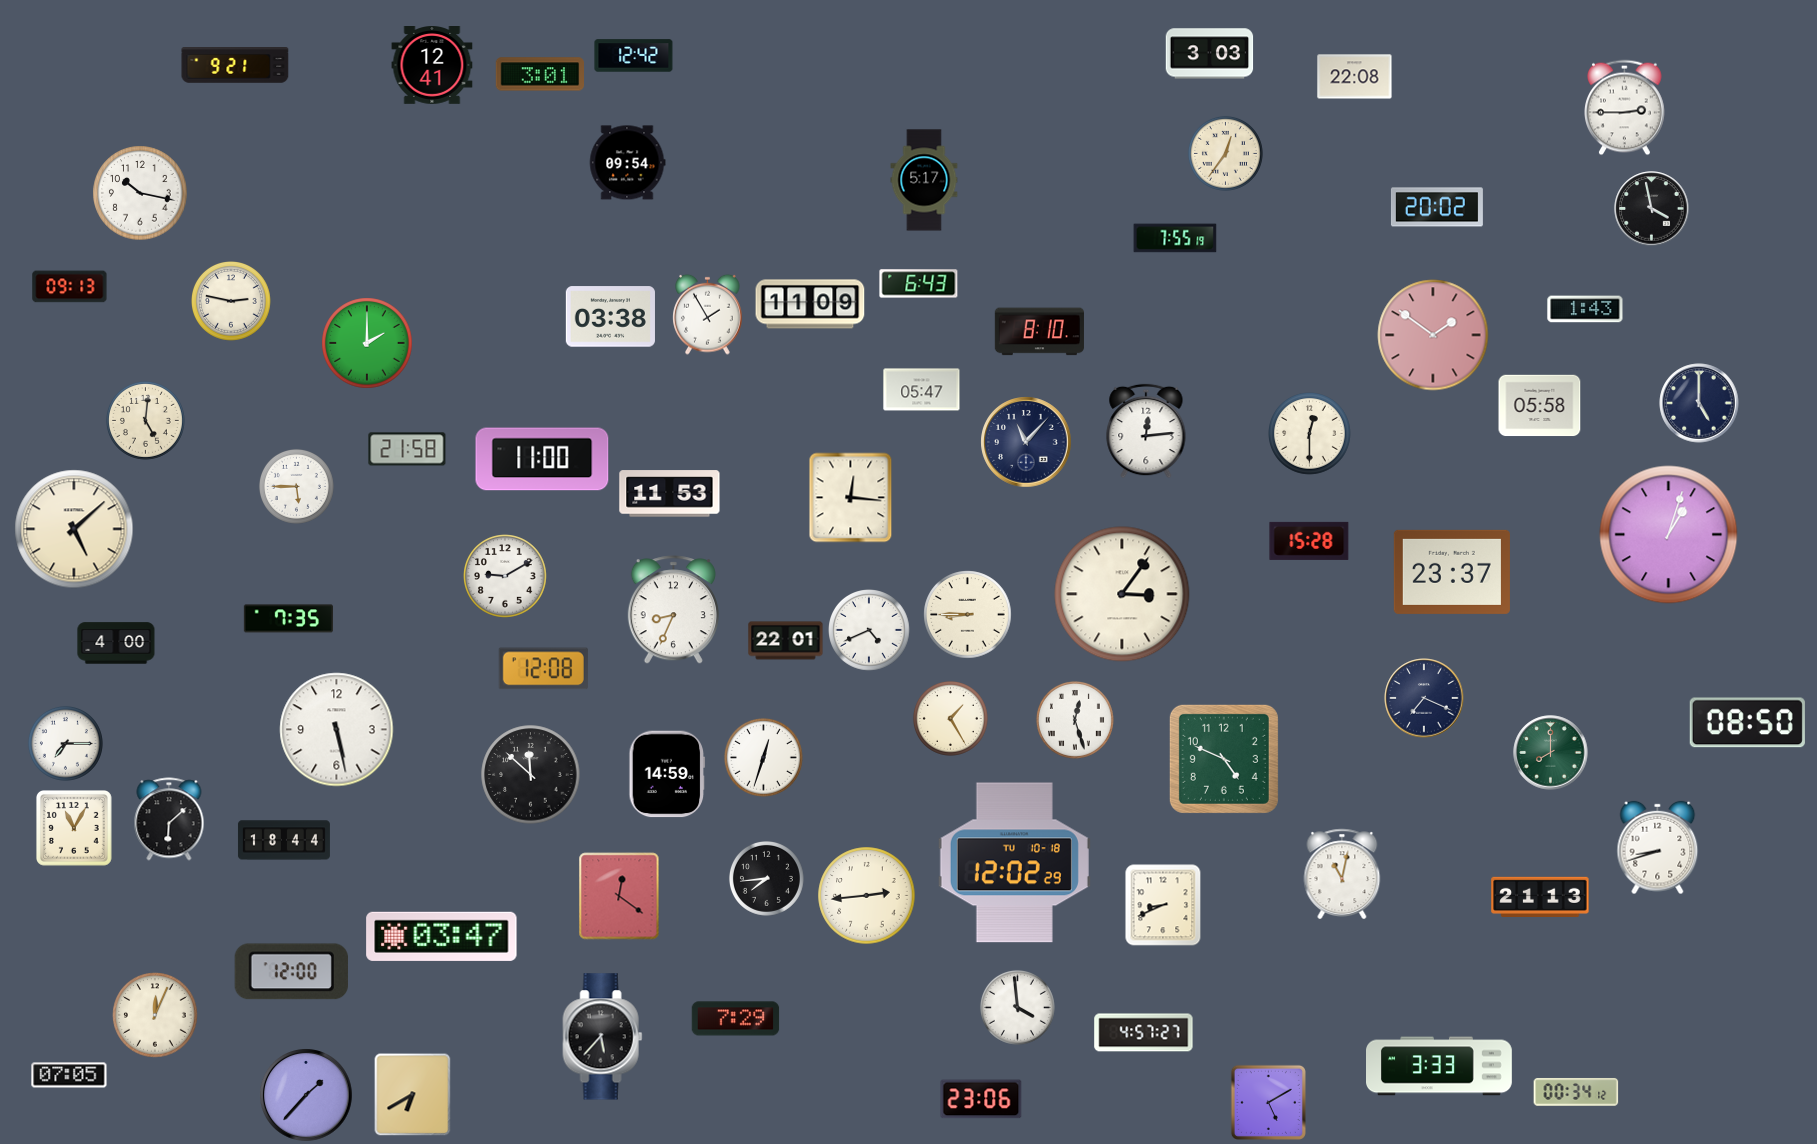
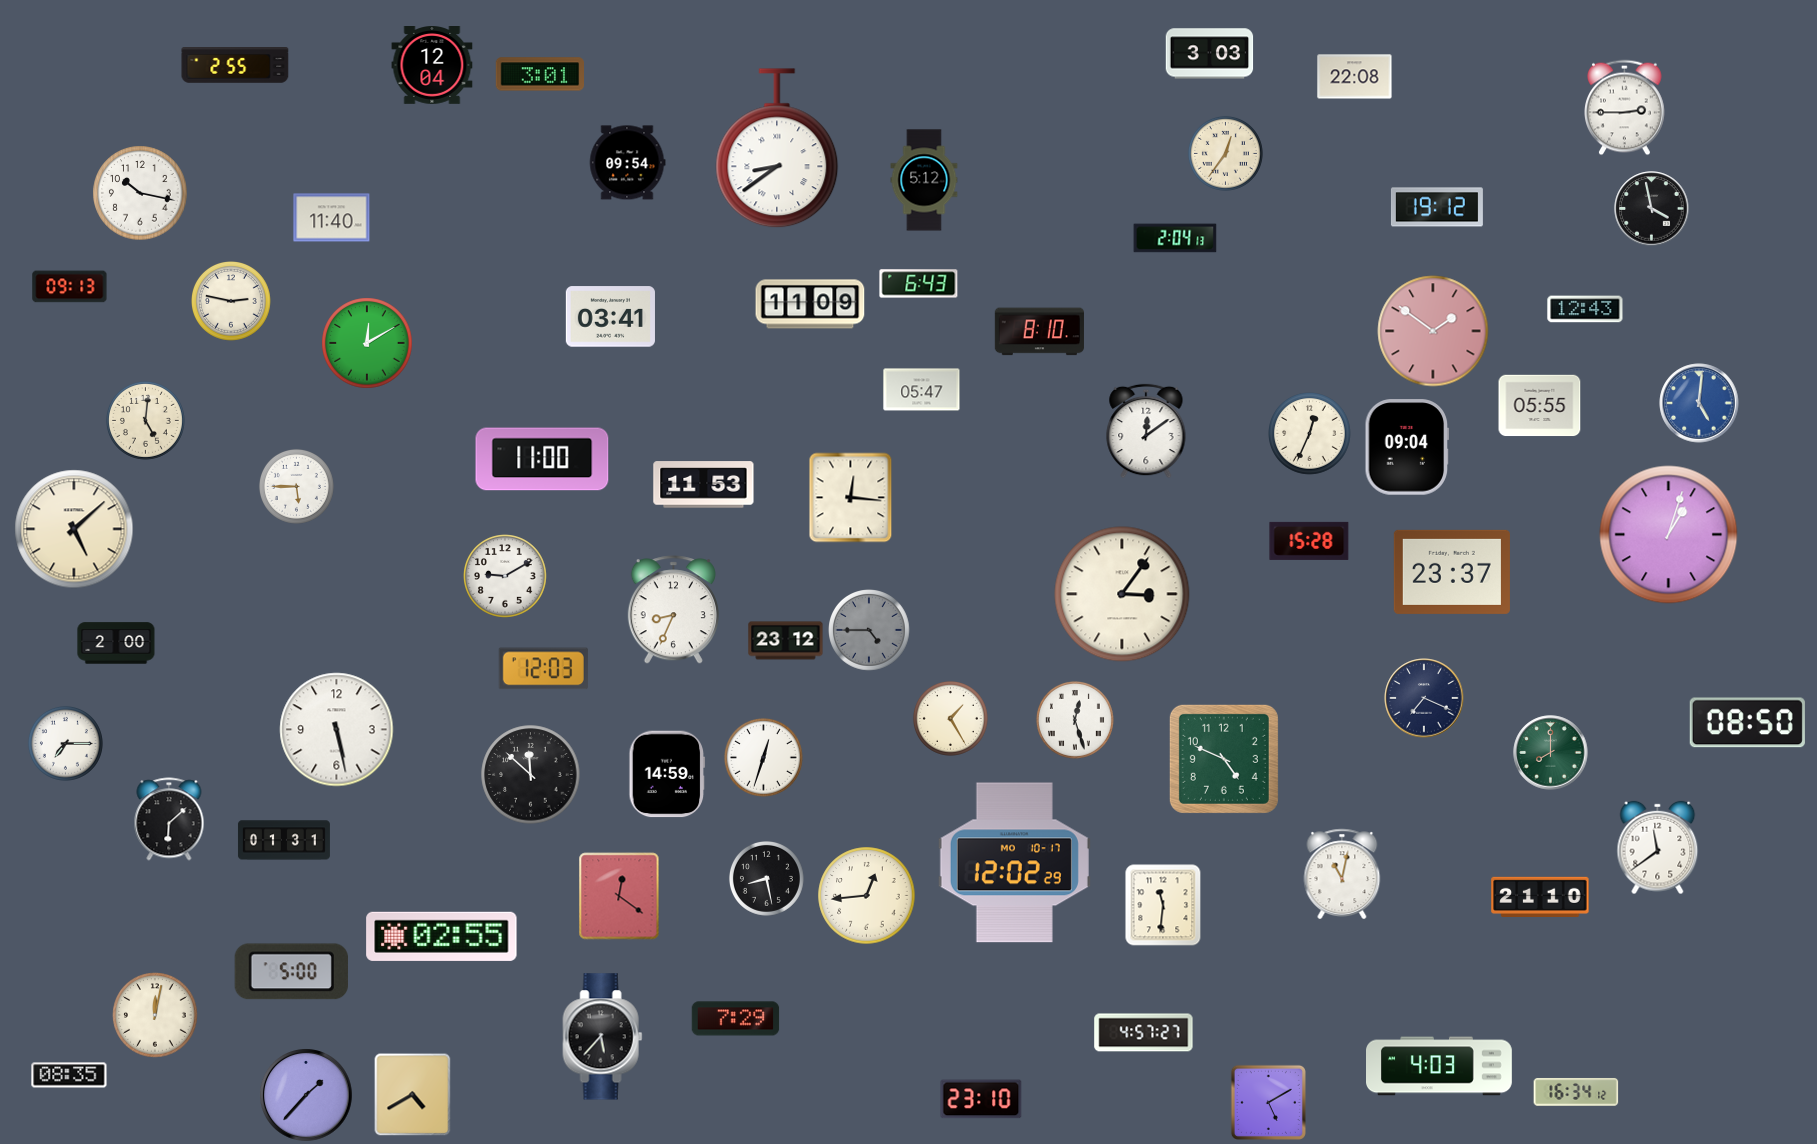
clock at (634, 56): 12:42 -> none
clock at (235, 65): 9:21 -> 2:55
clock at (432, 66): 12:41 -> 12:04
clock at (777, 149): none -> 8:39
clock at (924, 180): 5:17 -> 5:12
clock at (1437, 207): 20:02 -> 19:12
clock at (332, 218): none -> 11:40
clock at (1175, 238): 7:55 -> 2:04
clock at (1585, 309): 1:43 -> 12:43
clock at (708, 314): 1:55 -> none
clock at (610, 317): 03:38 -> 03:41
clock at (1433, 335) position: (1433, 335) -> (1433, 331)
clock at (367, 343): 2:00 -> 12:10
clock at (1699, 403): 5:00 -> 5:01
clock at (1699, 403) dial: navy -> blue
clock at (1540, 406): 05:58 -> 05:55
clock at (1146, 431): 12:14 -> 12:09
clock at (1310, 434): 12:30 -> 12:34
clock at (1026, 442): 11:07 -> none
clock at (1407, 447): none -> 09:04
clock at (407, 449): 21:58 -> none
clock at (670, 494) position: (670, 494) -> (704, 485)
clock at (968, 615): 8:45 -> none
clock at (288, 619): 7:35 -> none
clock at (870, 631): 4:41 -> 4:45
clock at (870, 631) dial: white -> grey
clock at (786, 641): 22:01 -> 23:12
clock at (116, 643): 4:00 -> 2:00
clock at (543, 669): 12:08 -> 12:03
clock at (75, 829): 11:05 -> none
clock at (284, 840): 18:44 -> 01:31
clock at (1658, 848): 8:42 -> 11:39
clock at (1014, 863) date: TU 10-18 -> MO 10-17
clock at (766, 878): 7:44 -> 8:28
clock at (867, 896): 2:44 -> 12:44
clock at (1540, 896): 21:13 -> 21:10
clock at (1163, 905): 8:41 -> 11:31
clock at (442, 936): 03:47 -> 02:55
clock at (291, 972): 12:00 -> 5:00
clock at (1017, 1007): 3:59 -> none
clock at (155, 1015): 12:04 -> 12:02
clock at (1440, 1066): 3:33 -> 4:03
clock at (69, 1075): 07:05 -> 08:35
clock at (1576, 1092): 00:34 -> 16:34
clock at (413, 1095): 6:40 -> 4:40
clock at (981, 1099): 23:06 -> 23:10
